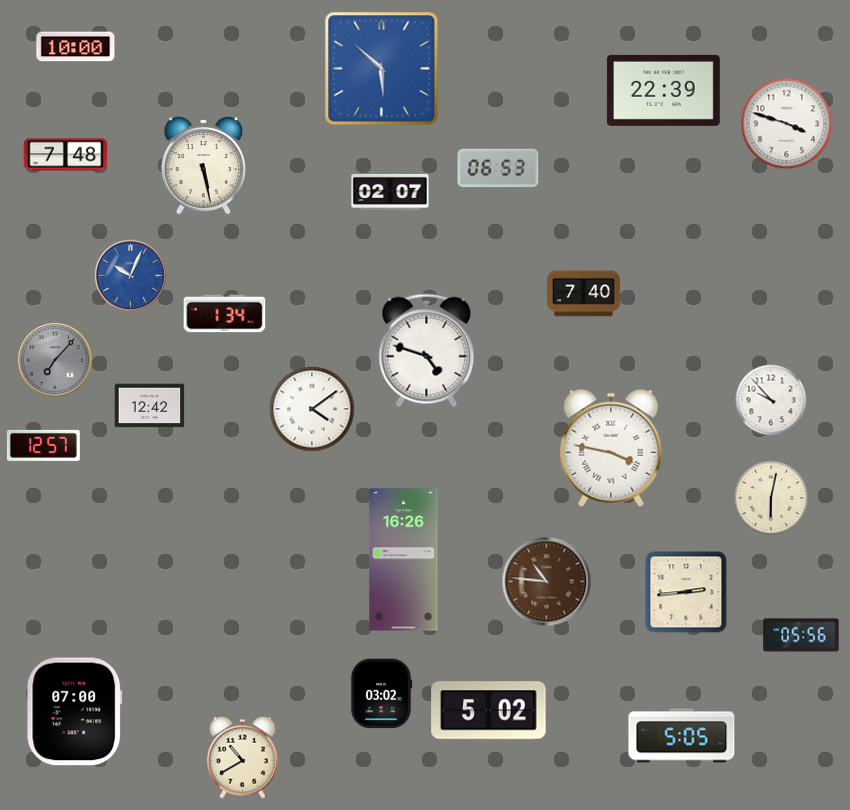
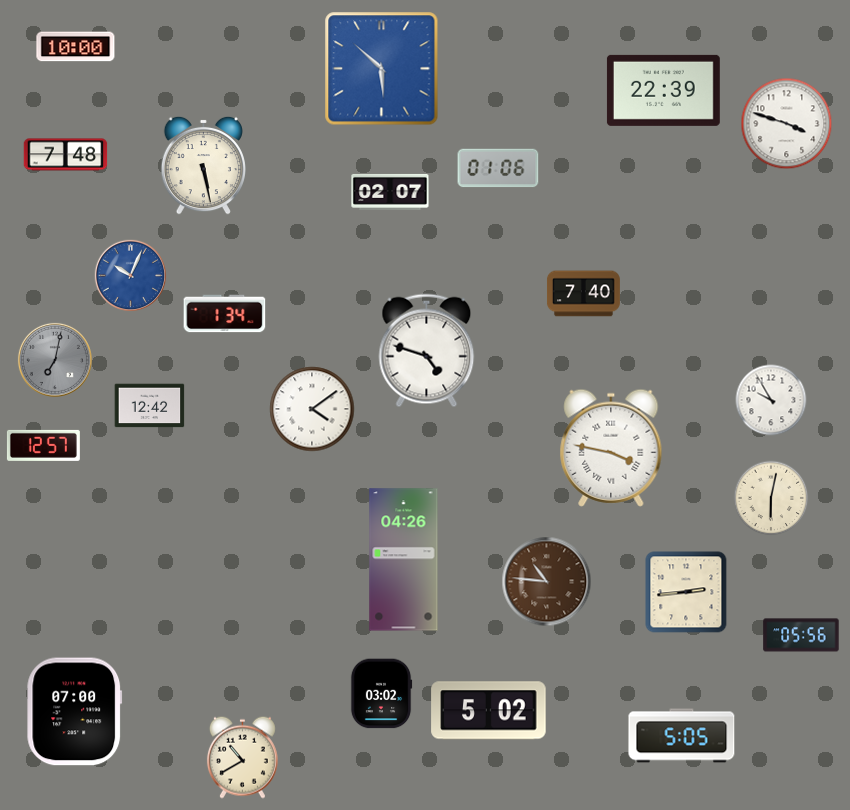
clock at (498, 168): 06:53 -> 01:06
clock at (55, 360): 7:07 -> 7:02
clock at (771, 400): 9:53 -> 9:55
clock at (404, 560): 16:26 -> 04:26
